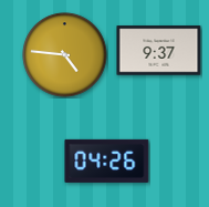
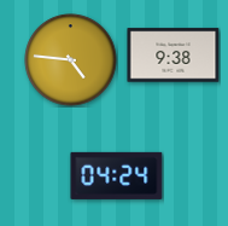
clock at (159, 51): 9:37 -> 9:38
clock at (107, 161): 04:26 -> 04:24
